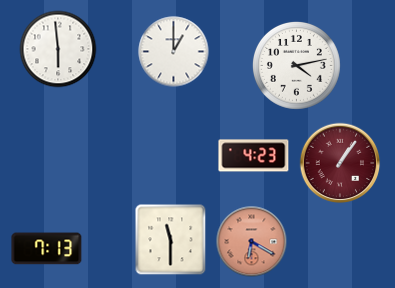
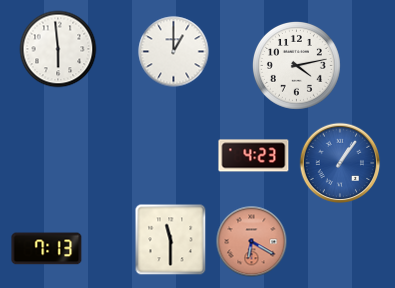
clock at (340, 163) dial: burgundy -> blue
